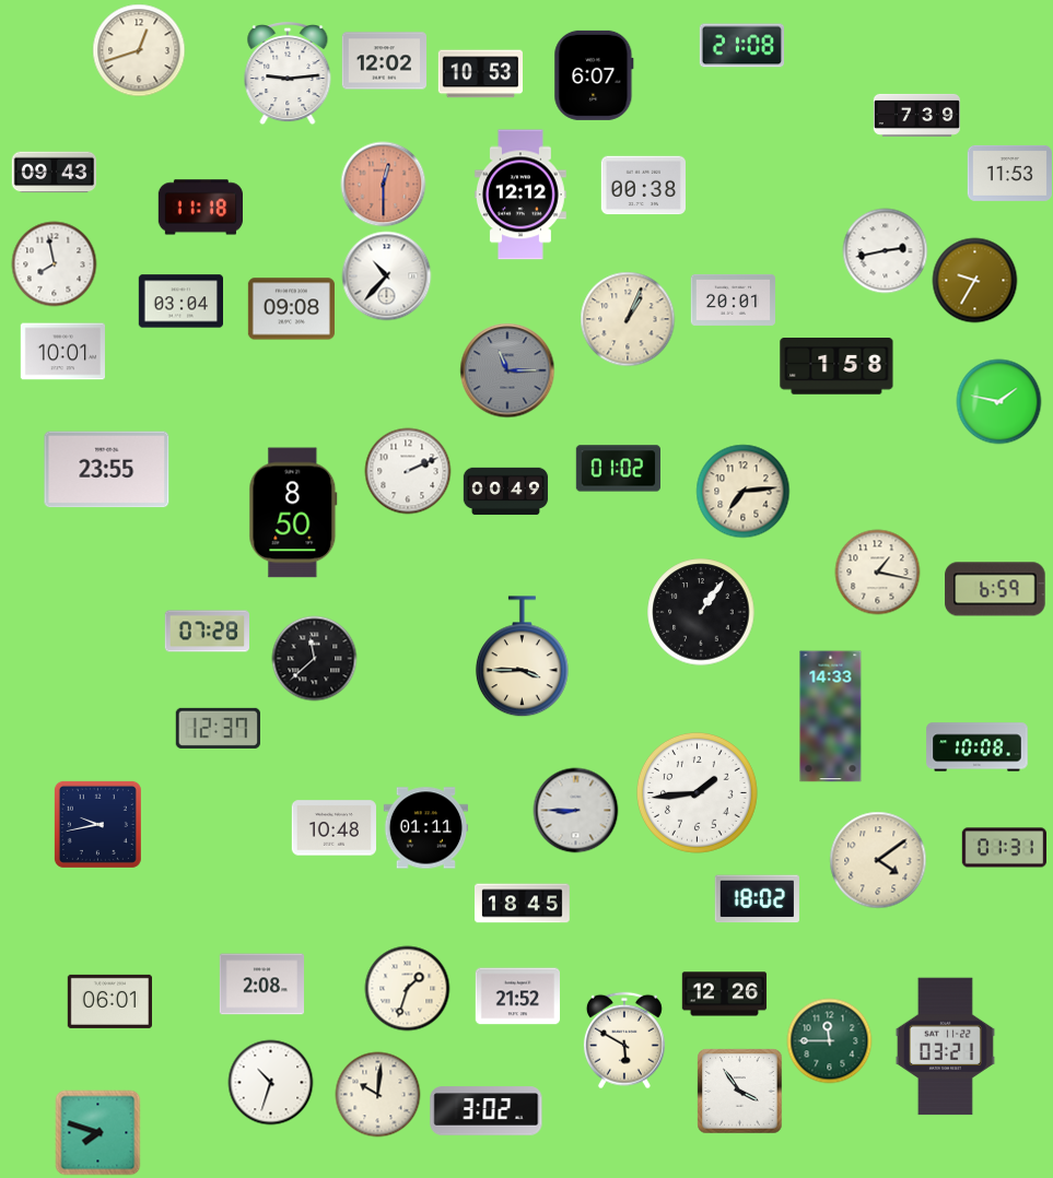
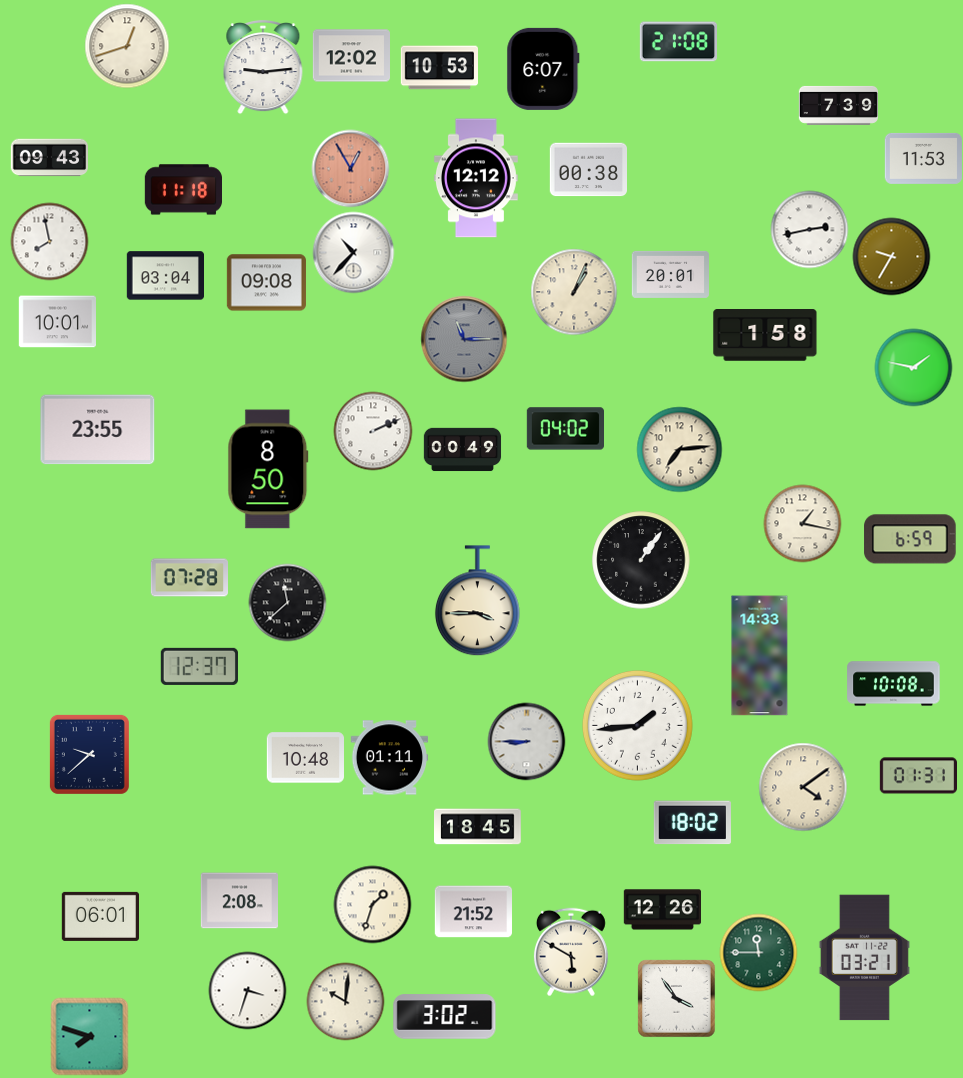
clock at (383, 184): 12:30 -> 12:55
clock at (618, 469): 01:02 -> 04:02
clock at (97, 824): 9:43 -> 9:38
clock at (270, 1082): 10:33 -> 3:33
